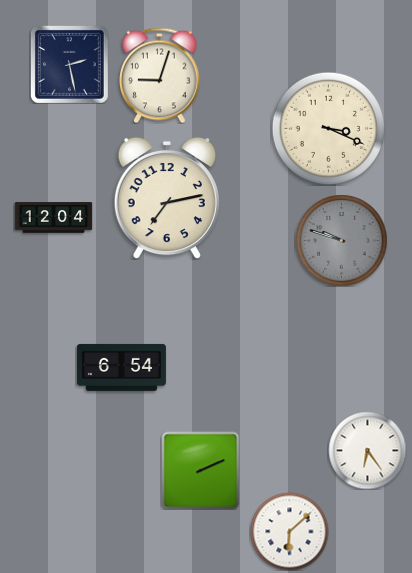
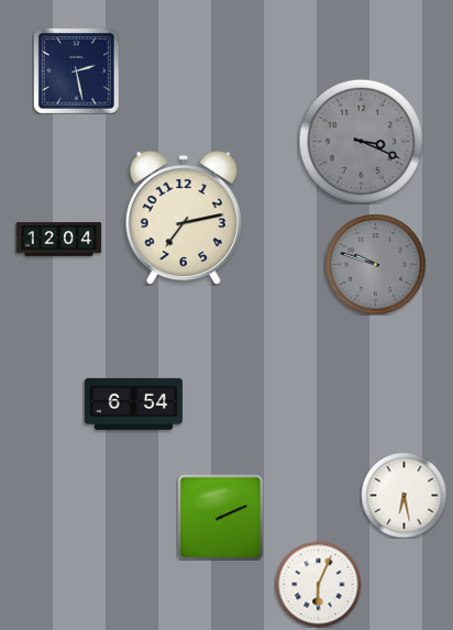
clock at (159, 75): 9:03 -> none
clock at (328, 128) dial: cream -> grey
clock at (367, 450): 6:24 -> 6:28
clock at (289, 531): 6:08 -> 6:04
